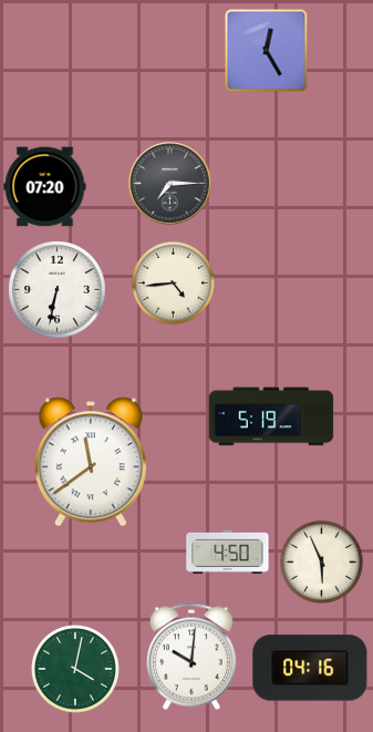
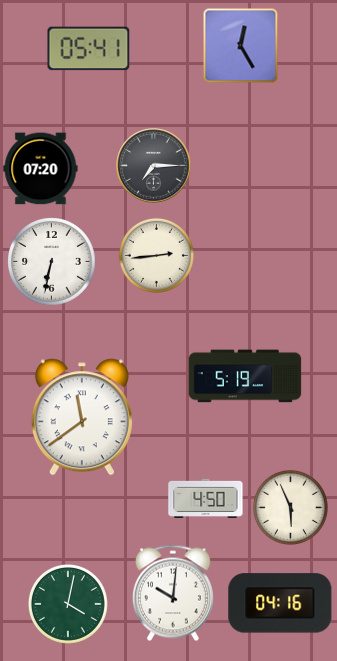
clock at (89, 49): none -> 05:41
clock at (173, 282): 4:44 -> 2:44
